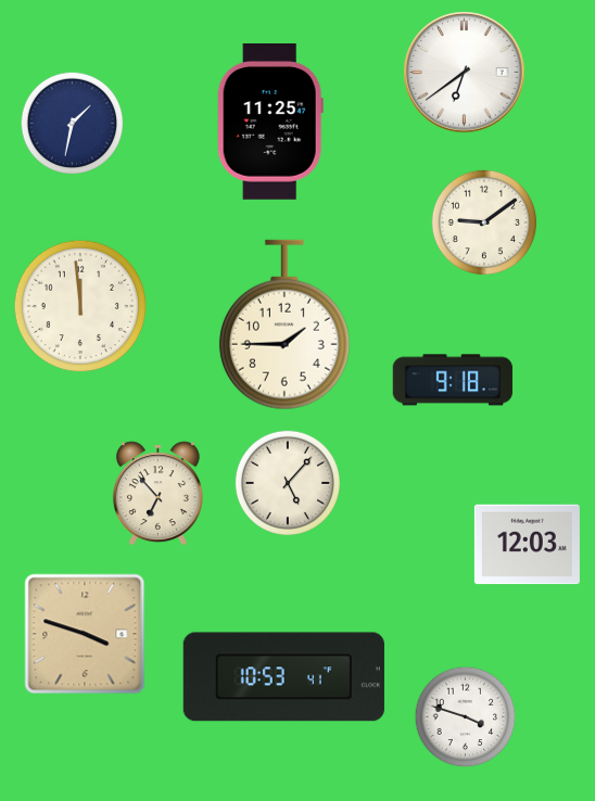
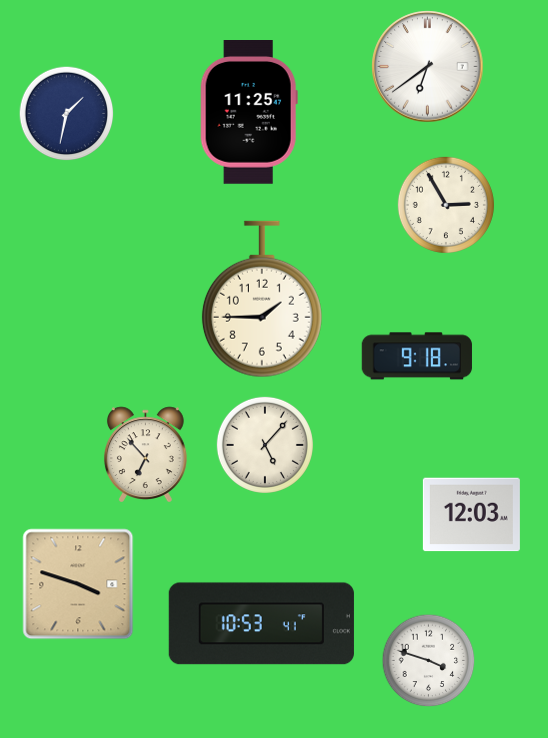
clock at (484, 223): 9:09 -> 2:55
clock at (80, 306): 11:59 -> none
clock at (452, 380) position: (452, 380) -> (416, 356)
clock at (527, 545) position: (527, 545) -> (471, 515)
